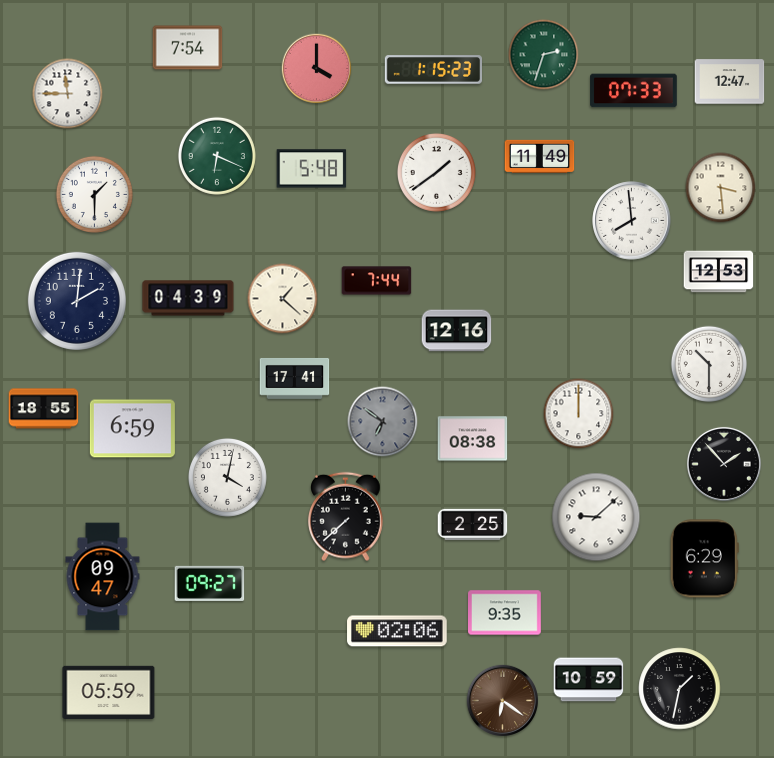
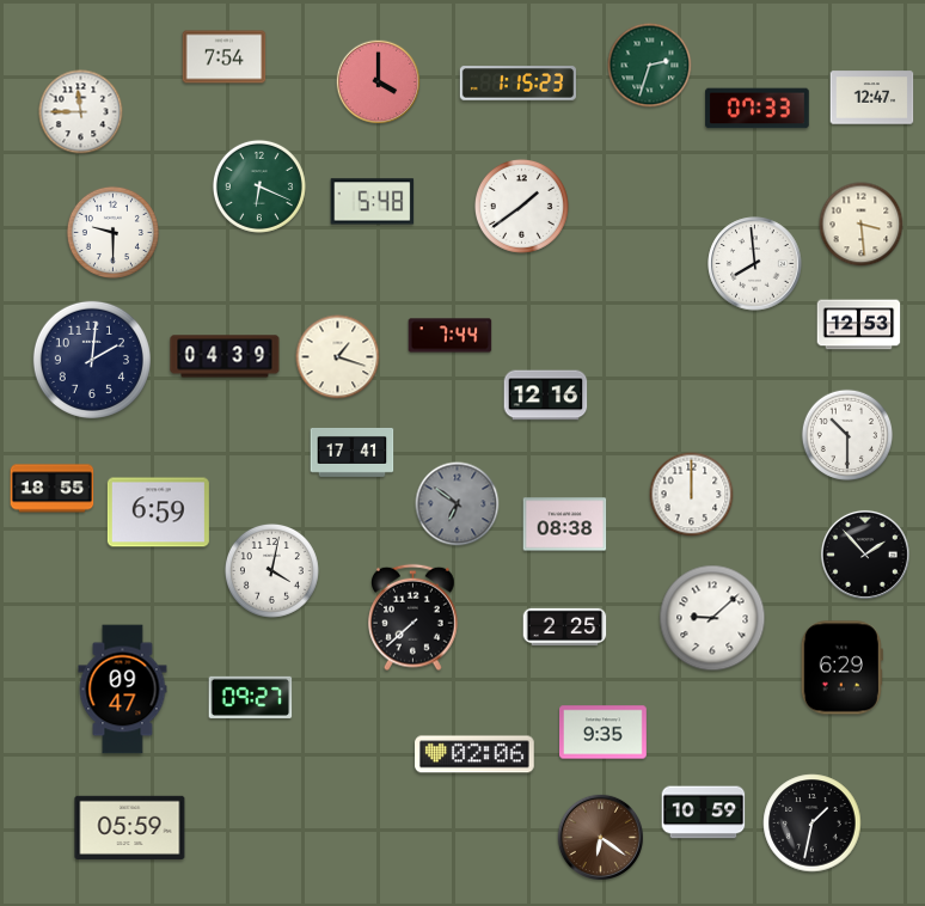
clock at (540, 157): 11:49 -> none
clock at (94, 194): 1:30 -> 9:30
clock at (283, 299): 1:22 -> 1:18
